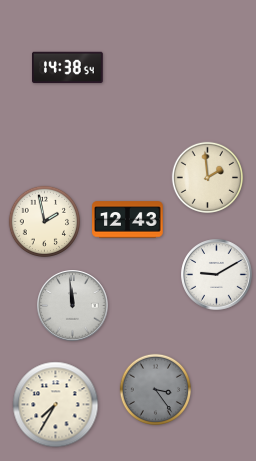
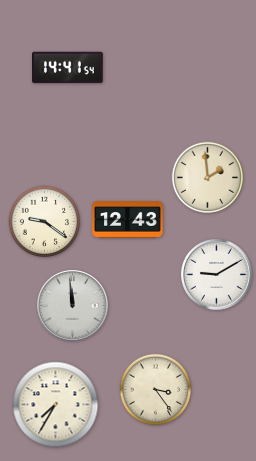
clock at (68, 68): 14:38 -> 14:41
clock at (45, 222): 1:58 -> 9:21
clock at (156, 390) dial: grey -> cream
